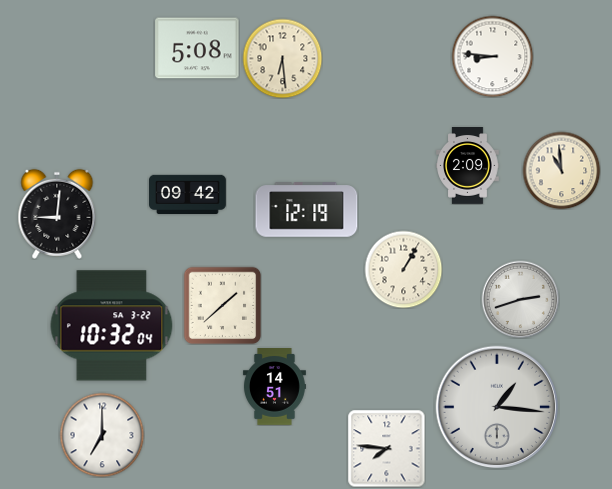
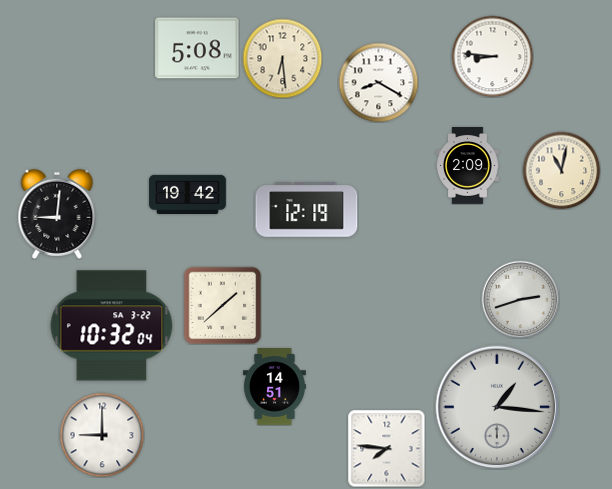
clock at (378, 82): none -> 8:20
clock at (561, 170): 10:59 -> 11:02
clock at (188, 194): 09:42 -> 19:42
clock at (403, 269): 1:05 -> none
clock at (102, 435): 7:00 -> 9:00
